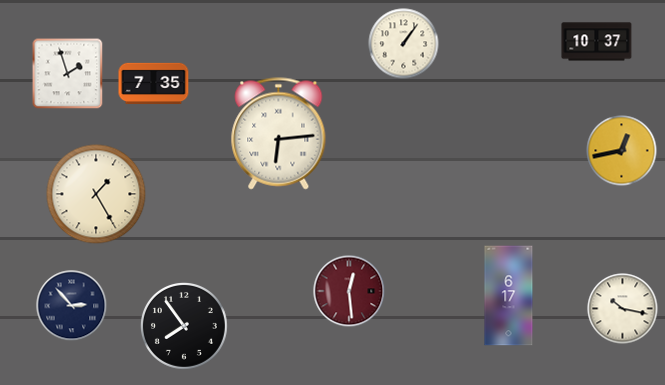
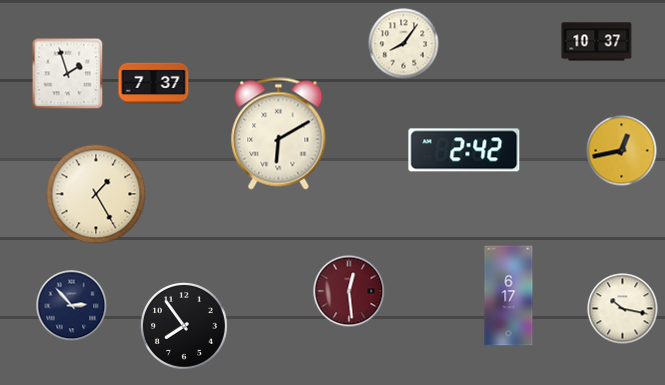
clock at (404, 44): 1:06 -> 8:06
clock at (154, 83): 7:35 -> 7:37
clock at (279, 134): 6:14 -> 6:10
clock at (464, 150): none -> 2:42
